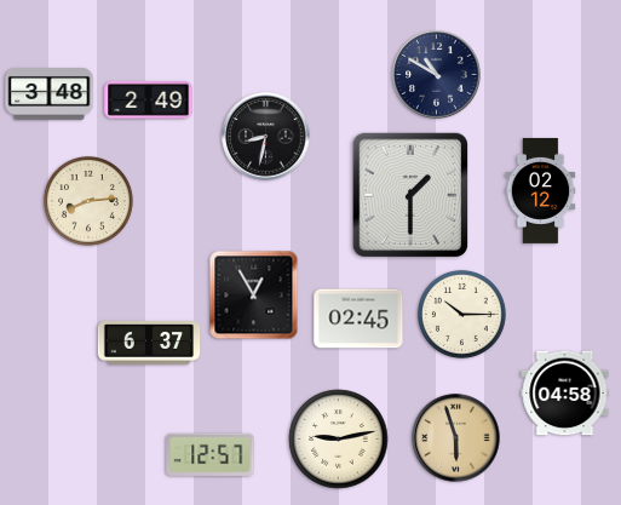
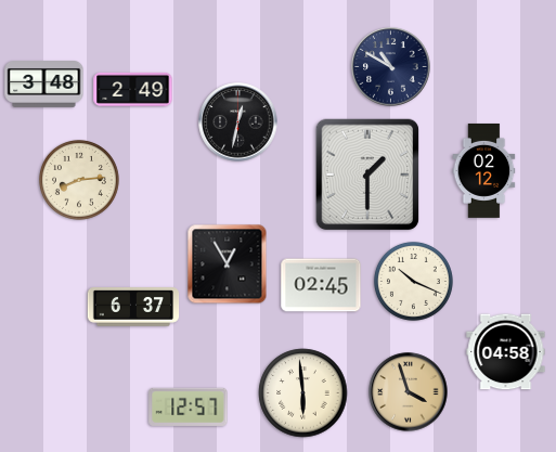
clock at (266, 137): 8:32 -> 12:32
clock at (461, 314): 10:15 -> 10:19
clock at (456, 438): 5:57 -> 3:57
clock at (339, 440): 9:13 -> 5:59
